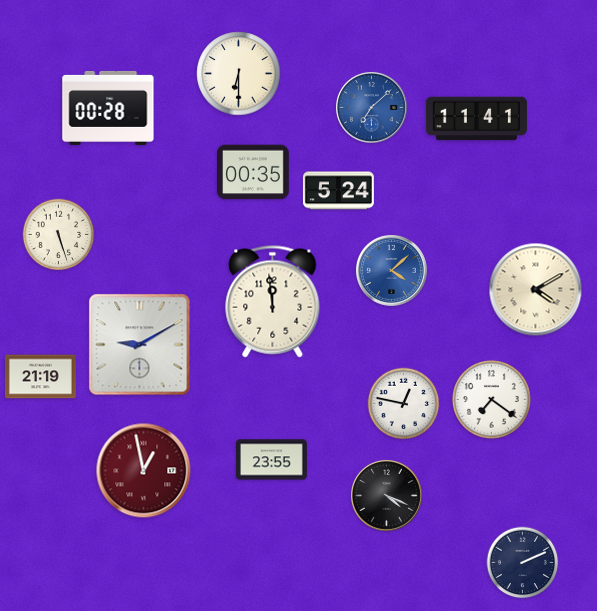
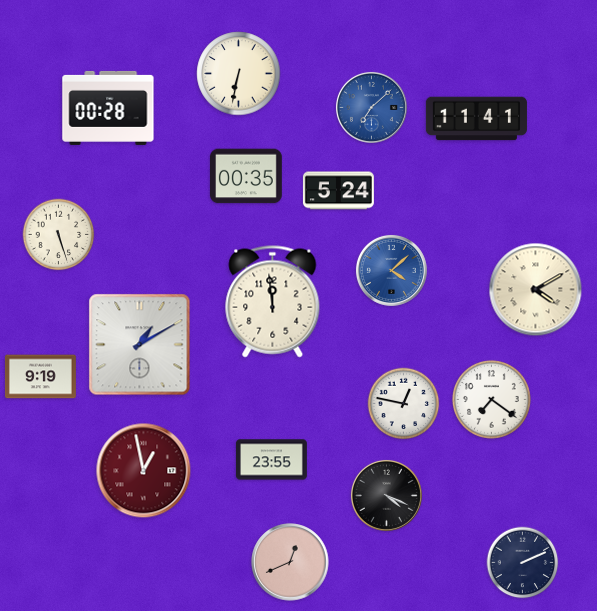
clock at (239, 74): 6:30 -> 6:32
clock at (254, 172) position: (254, 172) -> (247, 176)
clock at (140, 345): 9:10 -> 1:10
clock at (40, 377): 21:19 -> 9:19
clock at (290, 562): none -> 12:41
